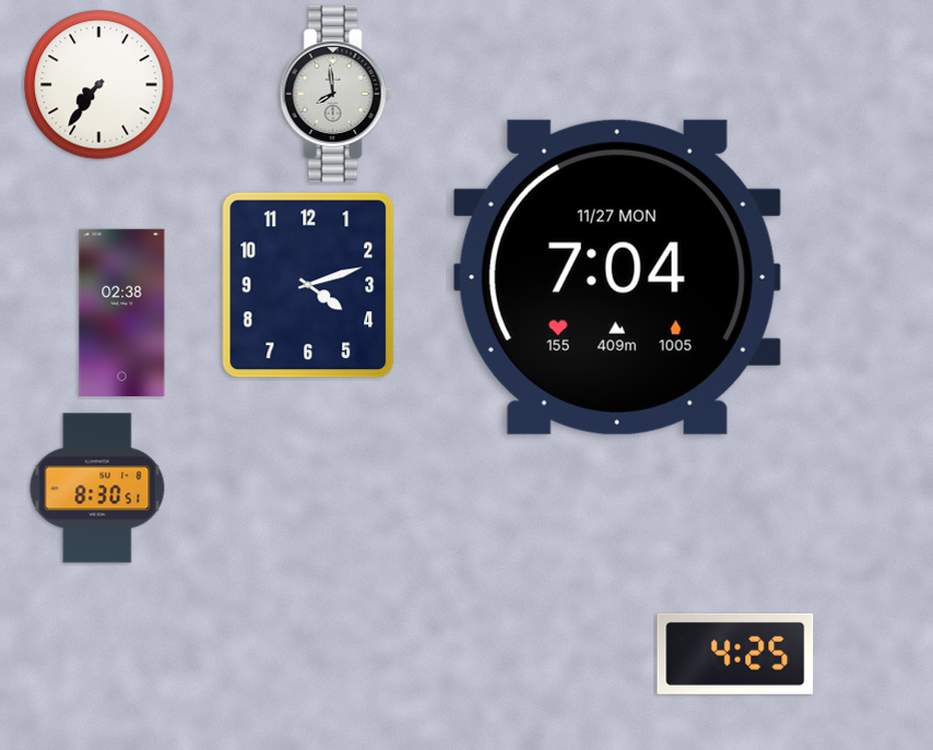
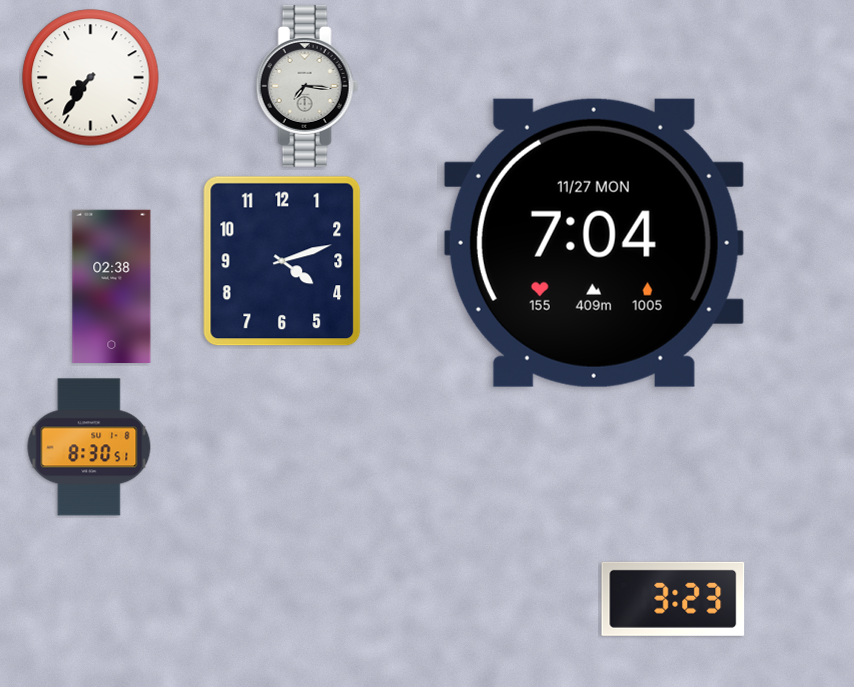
clock at (335, 94): 7:59 -> 7:16
clock at (617, 277) position: (617, 277) -> (594, 243)
clock at (735, 654): 4:25 -> 3:23
